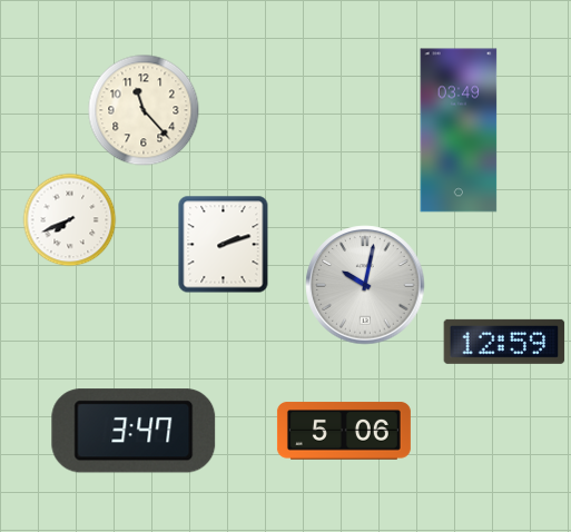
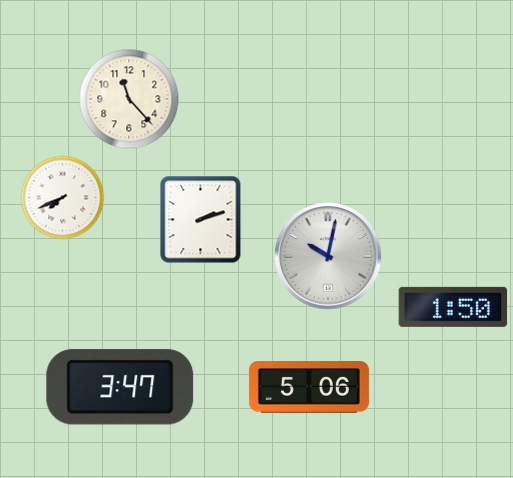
clock at (459, 130): 03:49 -> none
clock at (504, 342): 12:59 -> 1:50
